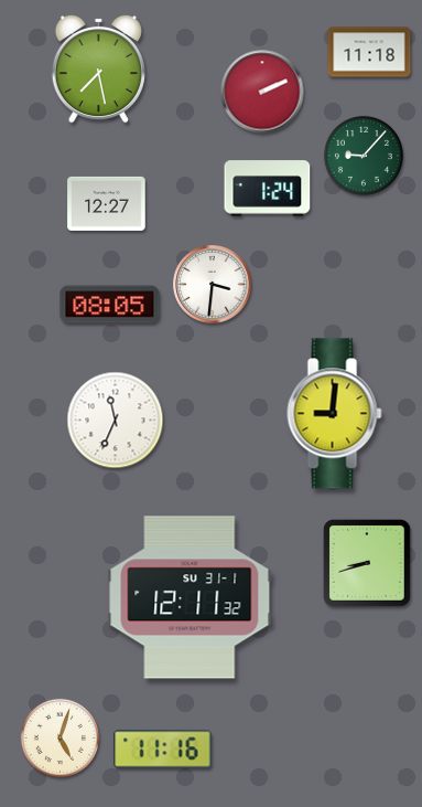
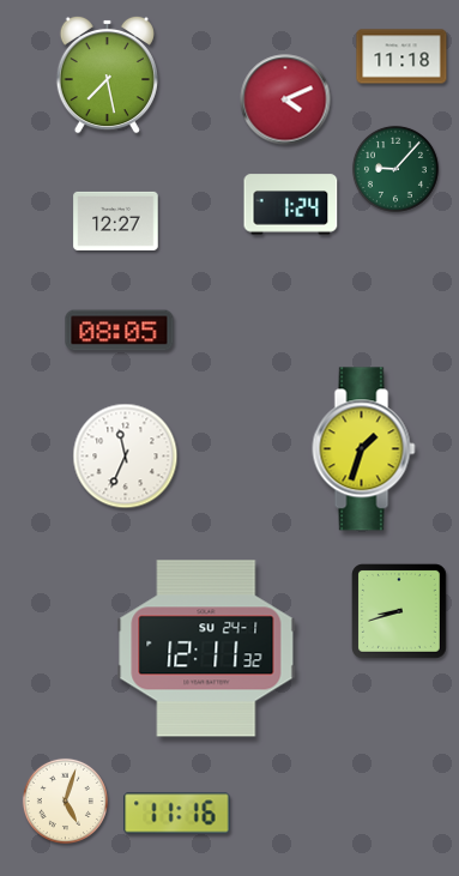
clock at (262, 92): 2:11 -> 4:11
clock at (213, 285): 3:31 -> none
clock at (335, 414): 9:01 -> 1:33
clock at (190, 597) date: SU 31-1 -> SU 24-1
